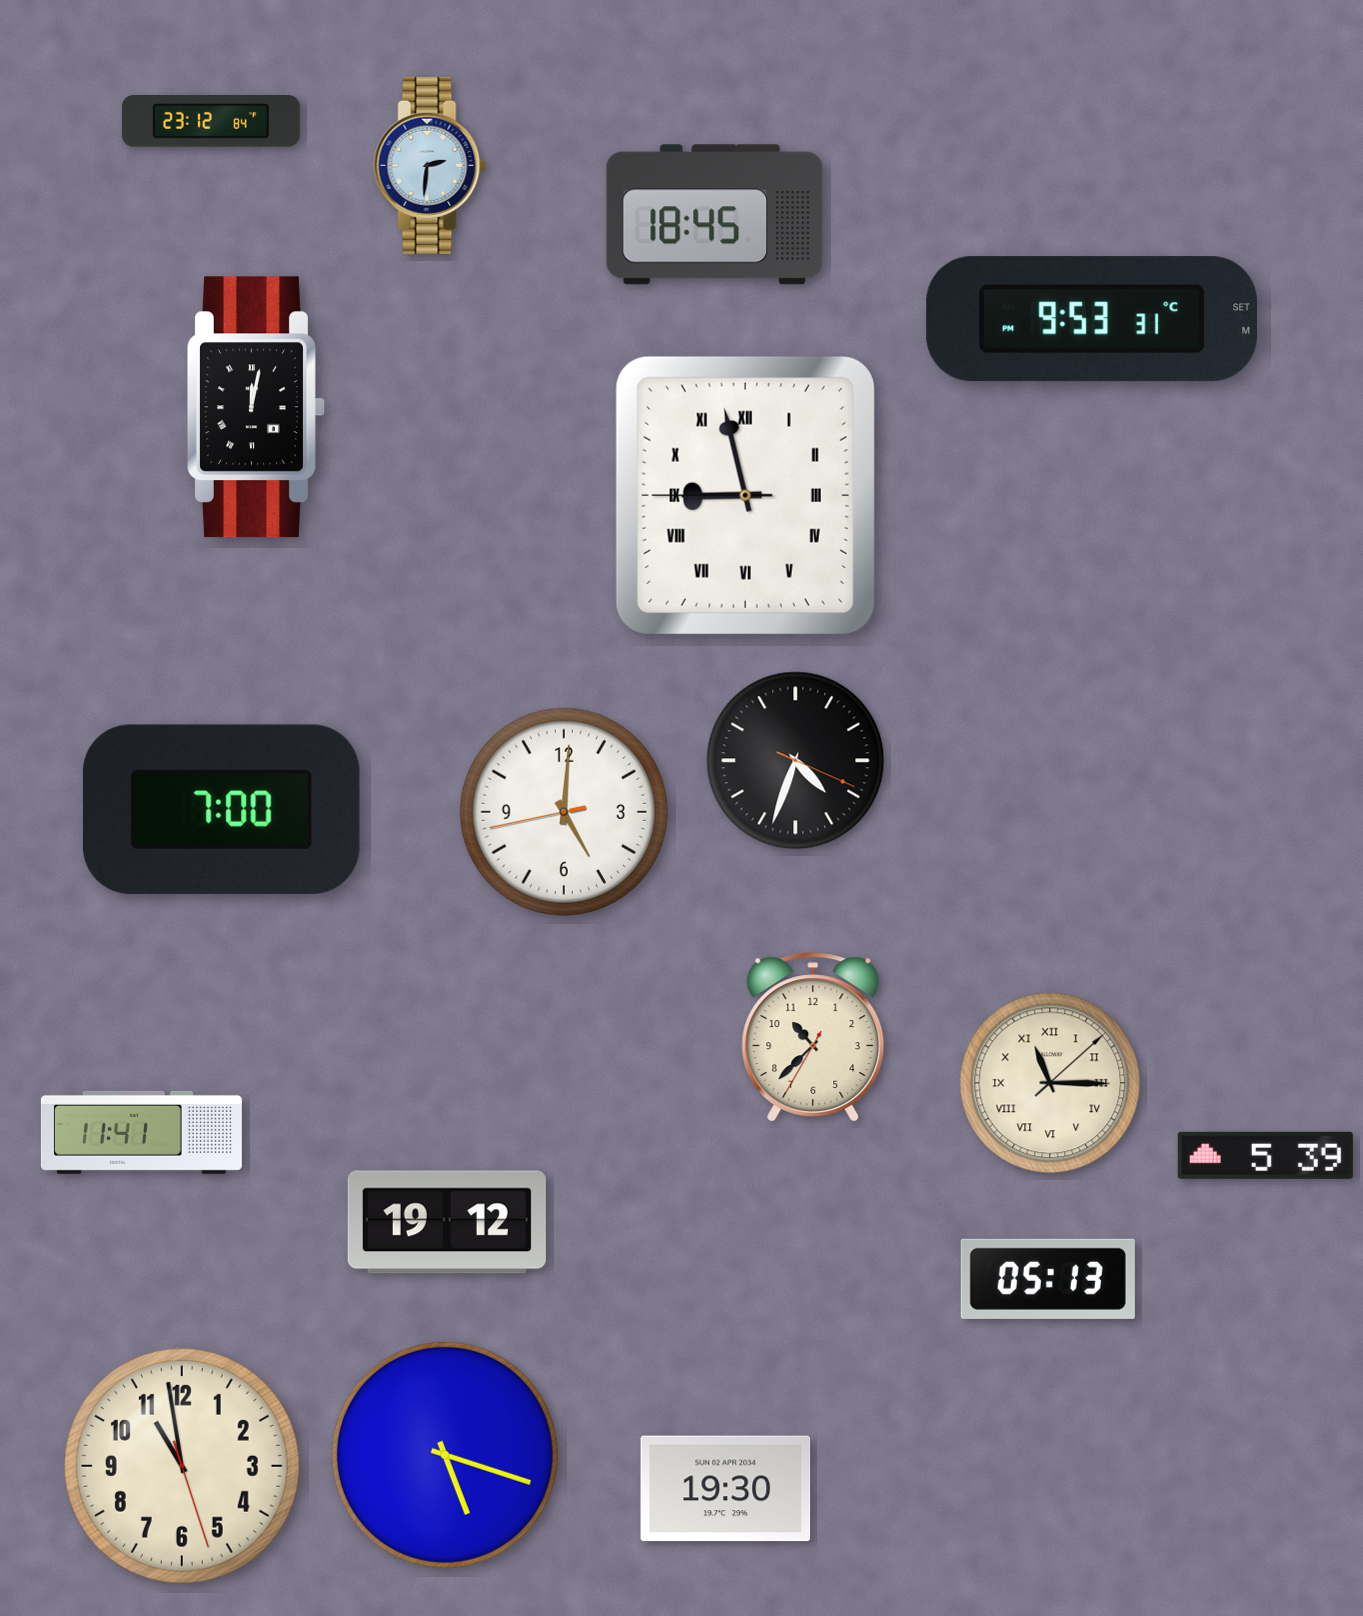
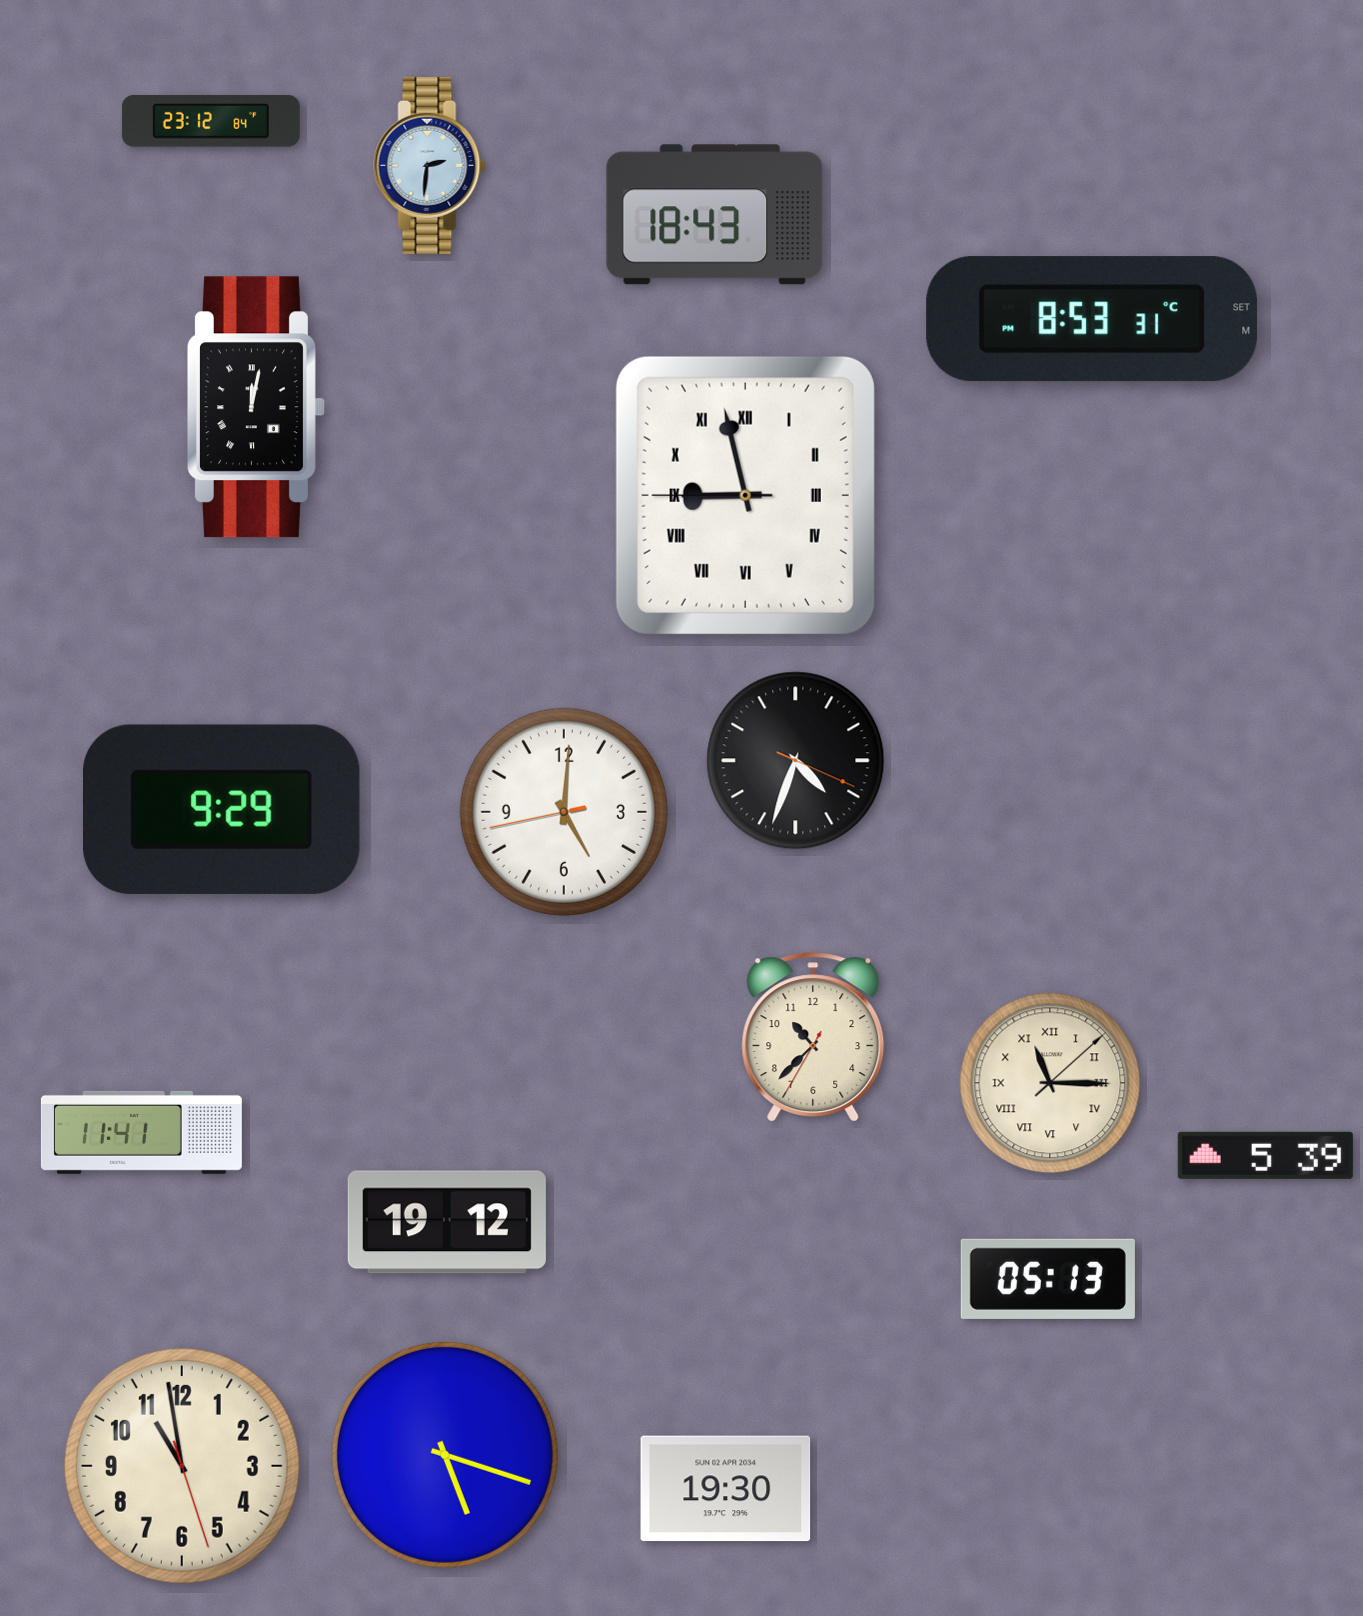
clock at (715, 215): 18:45 -> 18:43
clock at (1092, 319): 9:53 -> 8:53
clock at (221, 809): 7:00 -> 9:29
